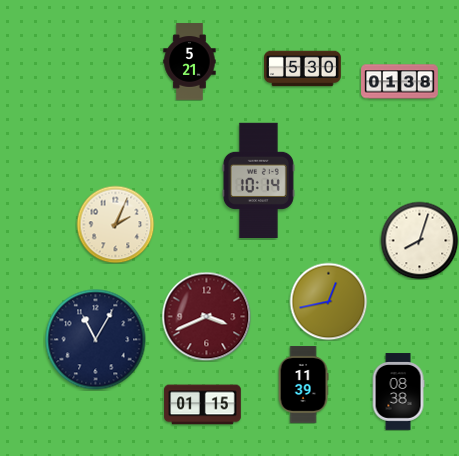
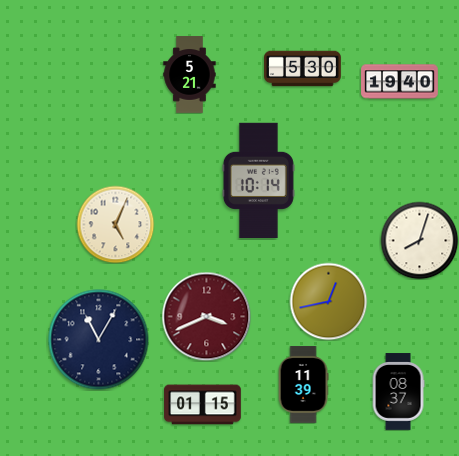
clock at (190, 62) position: (190, 62) -> (190, 75)
clock at (400, 82): 01:38 -> 19:40
clock at (115, 224): 2:04 -> 5:04
clock at (96, 340) position: (96, 340) -> (99, 340)
clock at (398, 392): 08:38 -> 08:37
